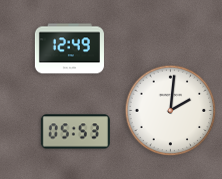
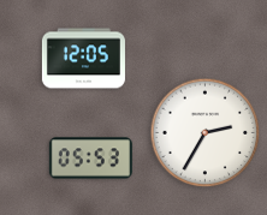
clock at (69, 49): 12:49 -> 12:05
clock at (171, 111): 2:01 -> 2:35
